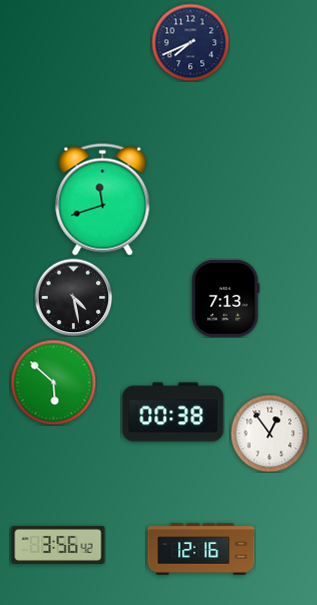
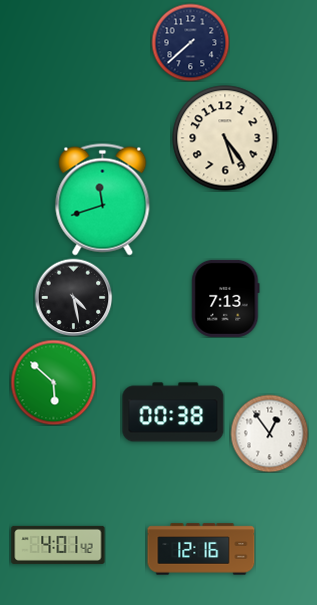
clock at (190, 42): 7:41 -> 7:38
clock at (225, 138): none -> 5:24
clock at (58, 545): 3:56 -> 4:01
